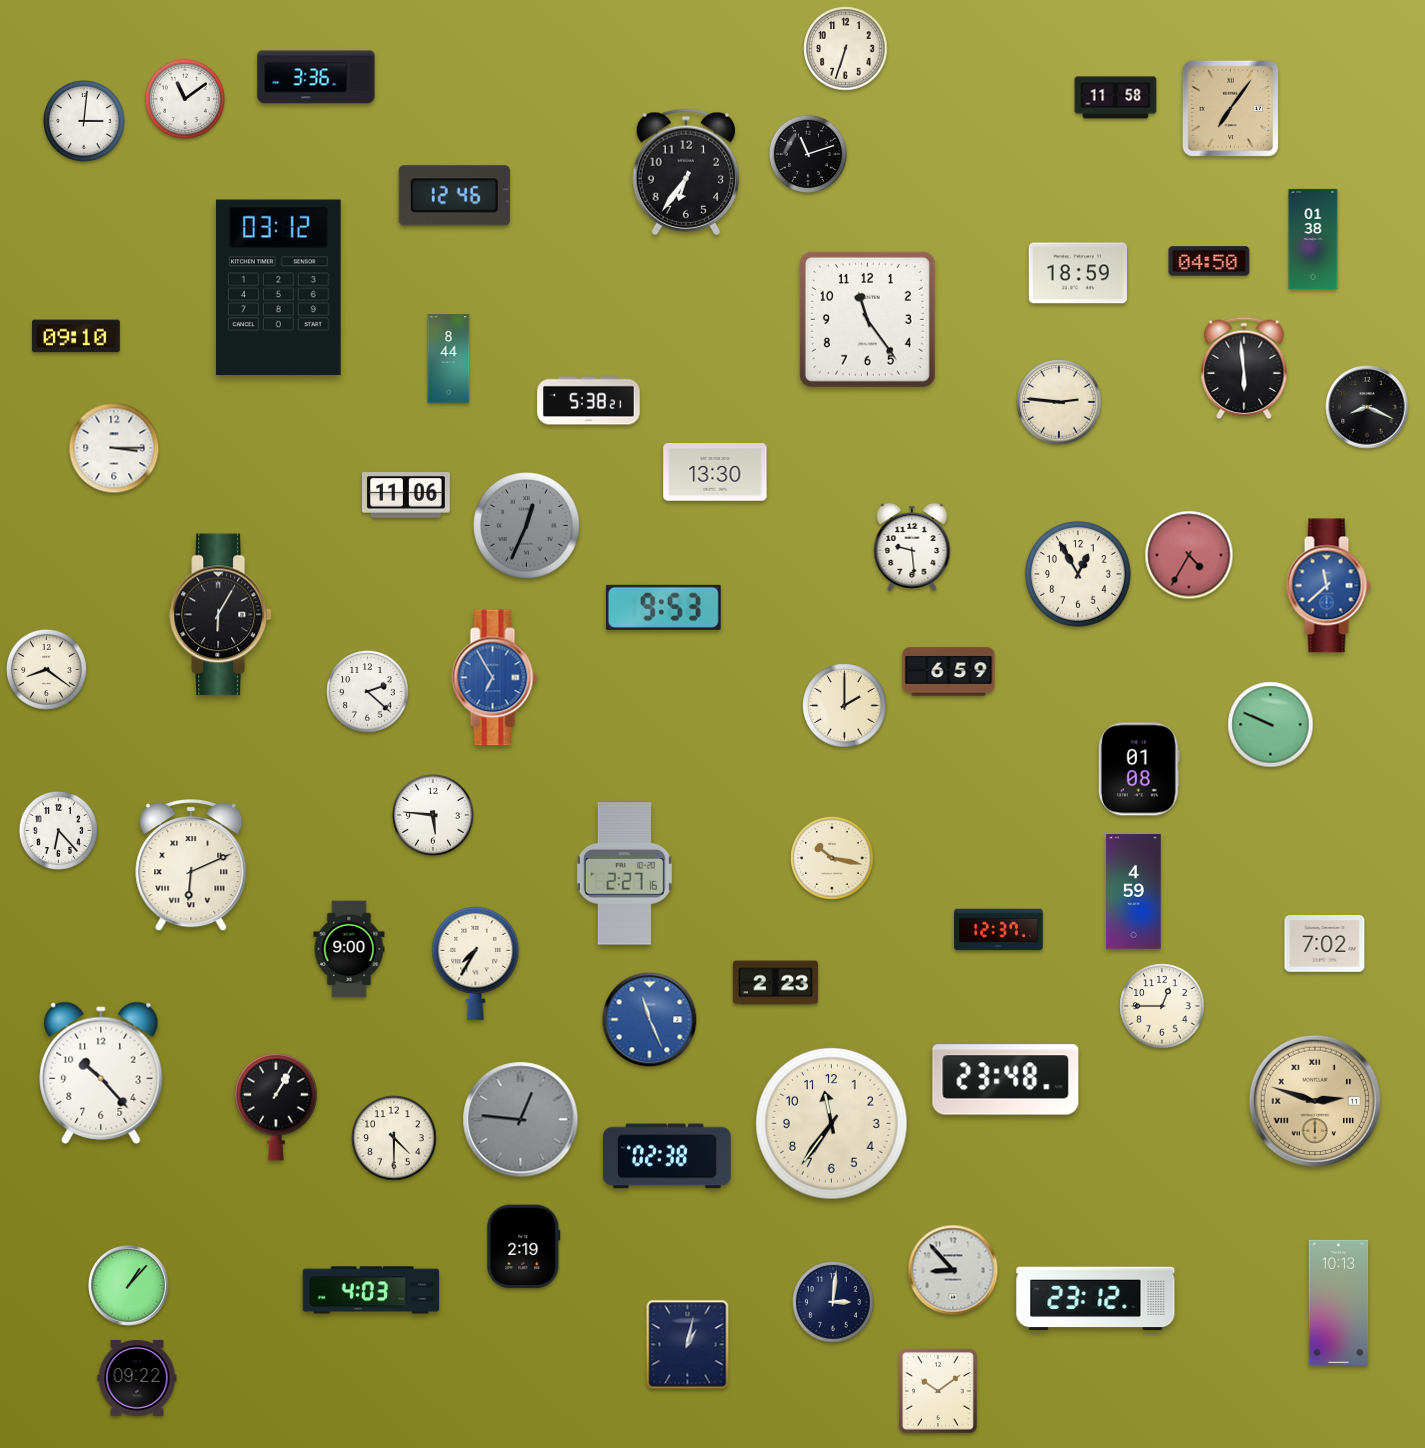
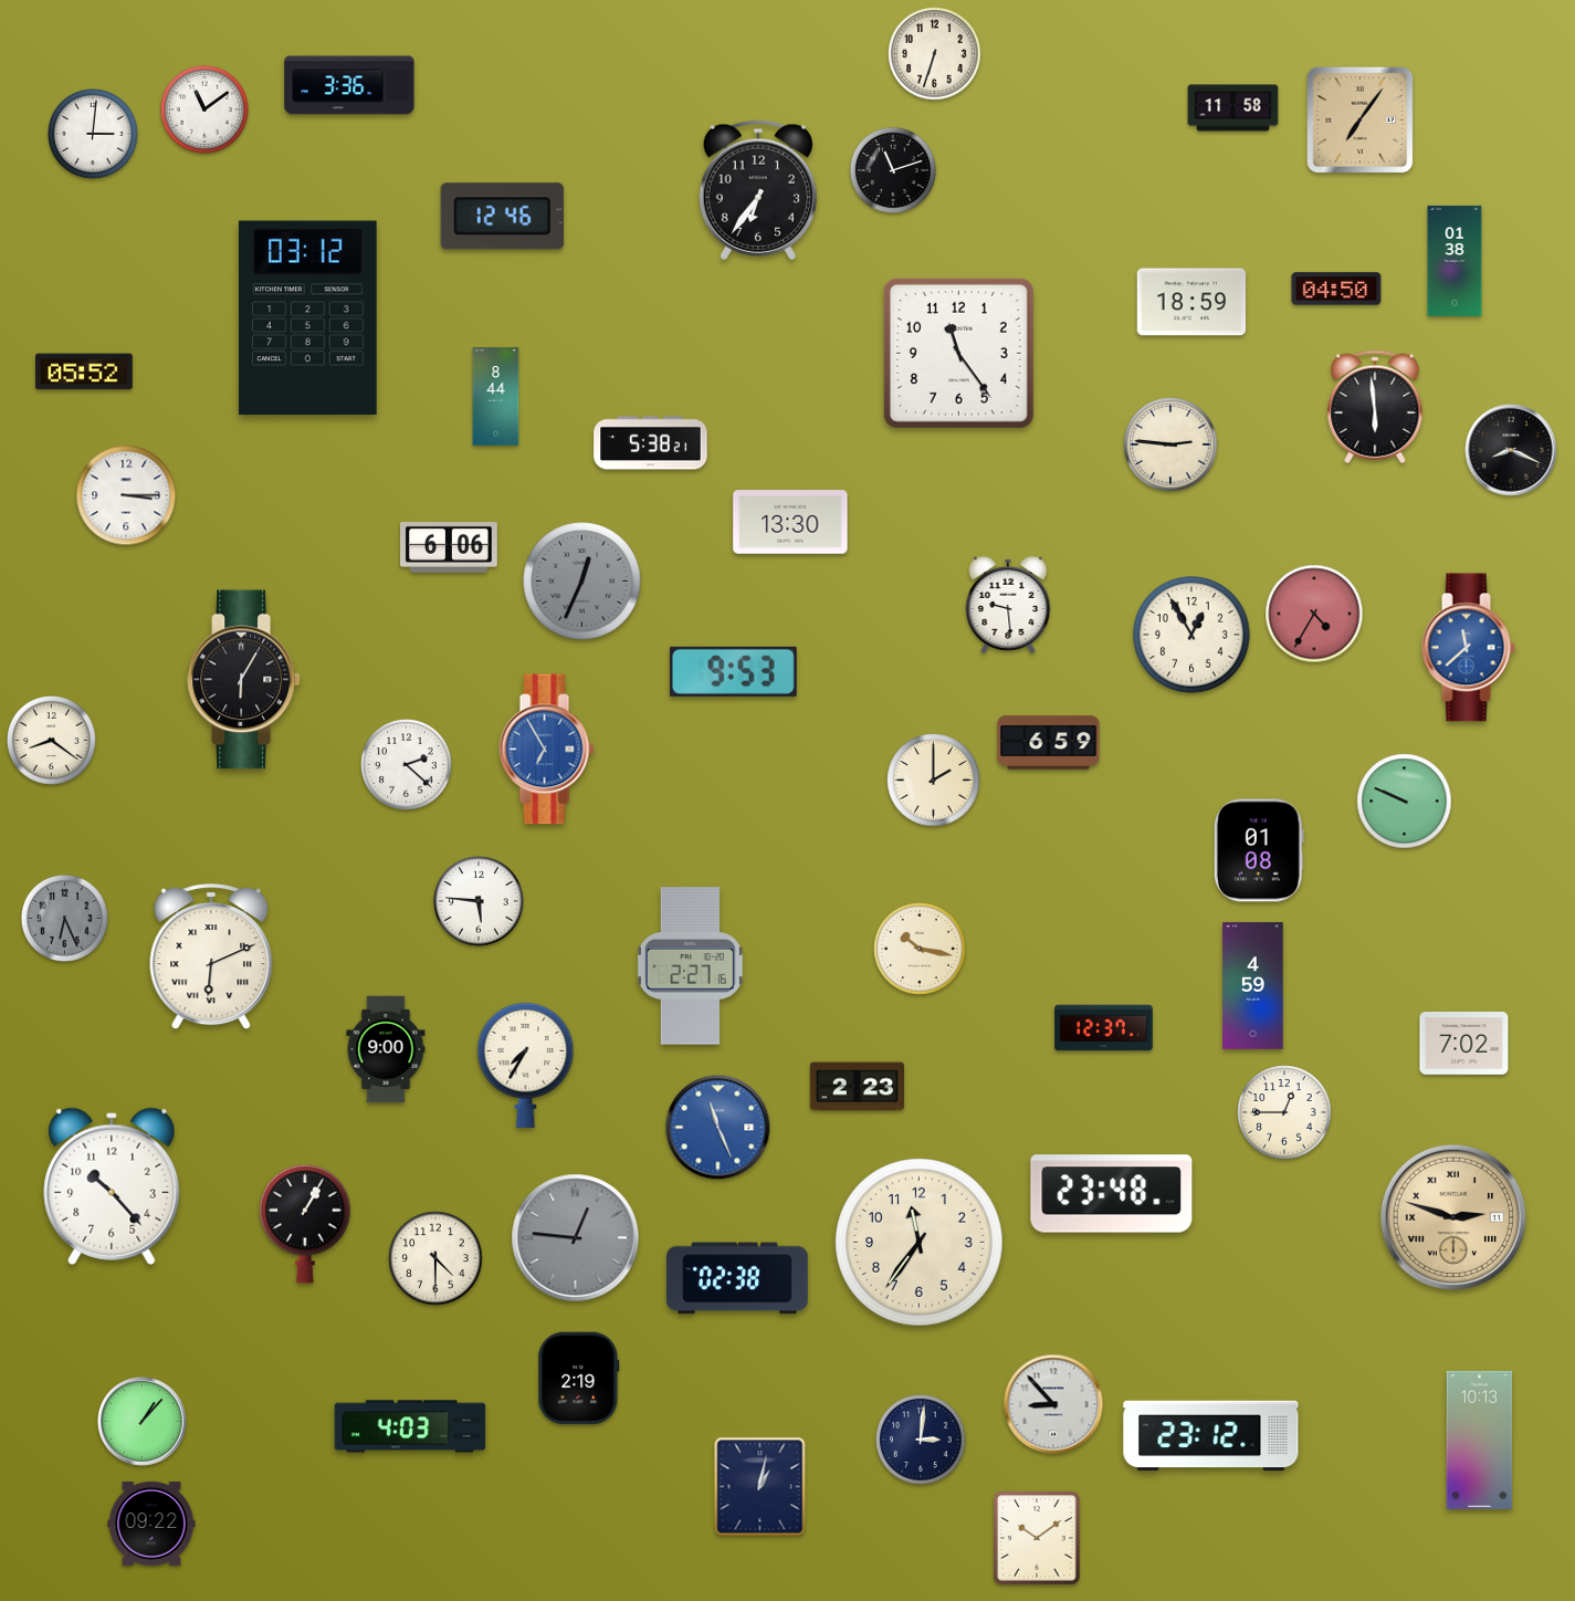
clock at (1313, 239) position: (1313, 239) -> (1455, 261)
clock at (77, 336): 09:10 -> 05:52
clock at (407, 496): 11:06 -> 6:06
clock at (58, 830): 6:23 -> 6:26
clock at (58, 830) dial: white -> grey
